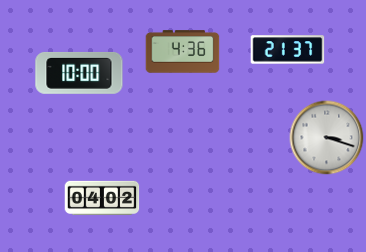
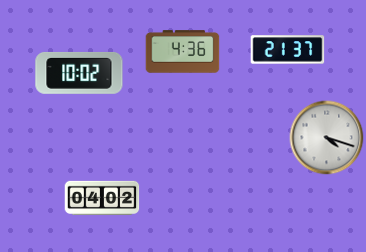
clock at (79, 73): 10:00 -> 10:02
clock at (327, 138): 3:18 -> 4:18
